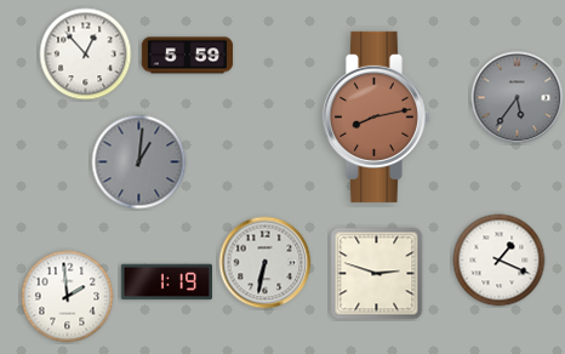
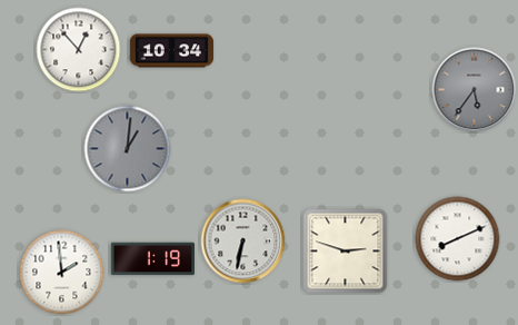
clock at (188, 56): 5:59 -> 10:34
clock at (376, 116): 8:13 -> none
clock at (500, 261): 1:19 -> 8:11
